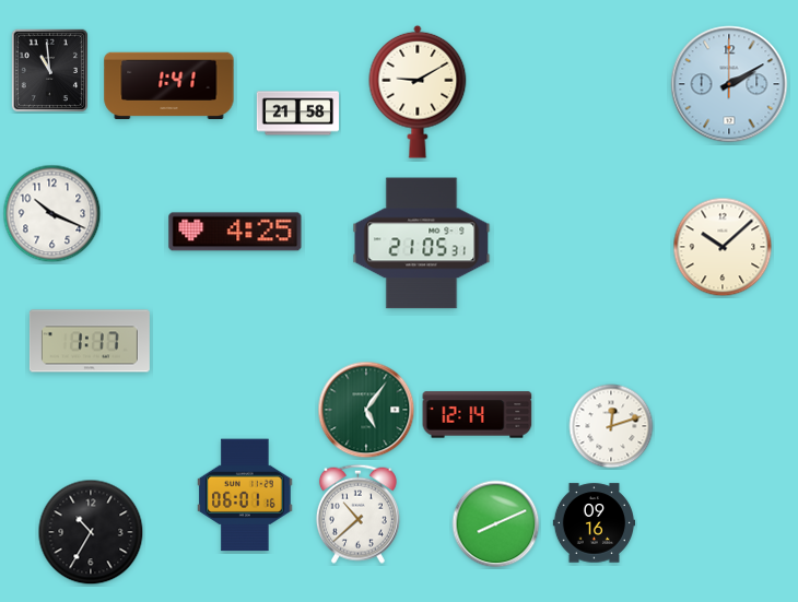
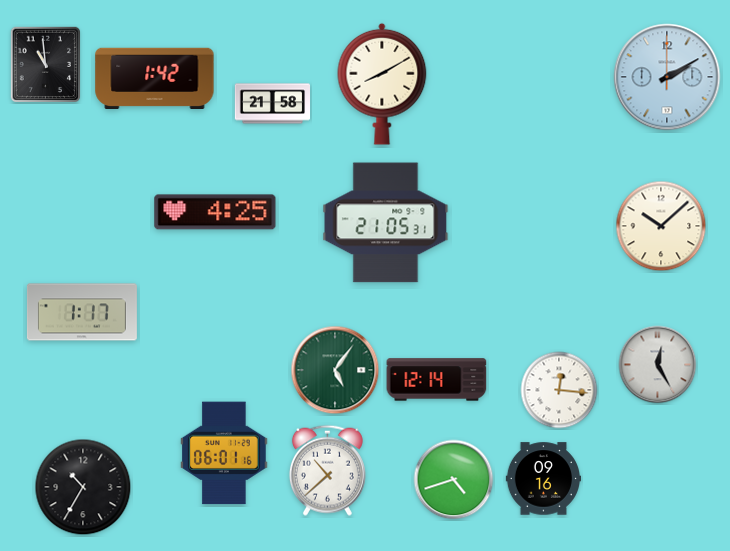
clock at (169, 85): 1:41 -> 1:42
clock at (418, 92): 9:10 -> 8:10
clock at (52, 214): 10:19 -> none
clock at (658, 365): none -> 12:25
clock at (366, 410) position: (366, 410) -> (335, 370)
clock at (611, 426): 12:12 -> 12:16
clock at (496, 524): 8:11 -> 4:42
